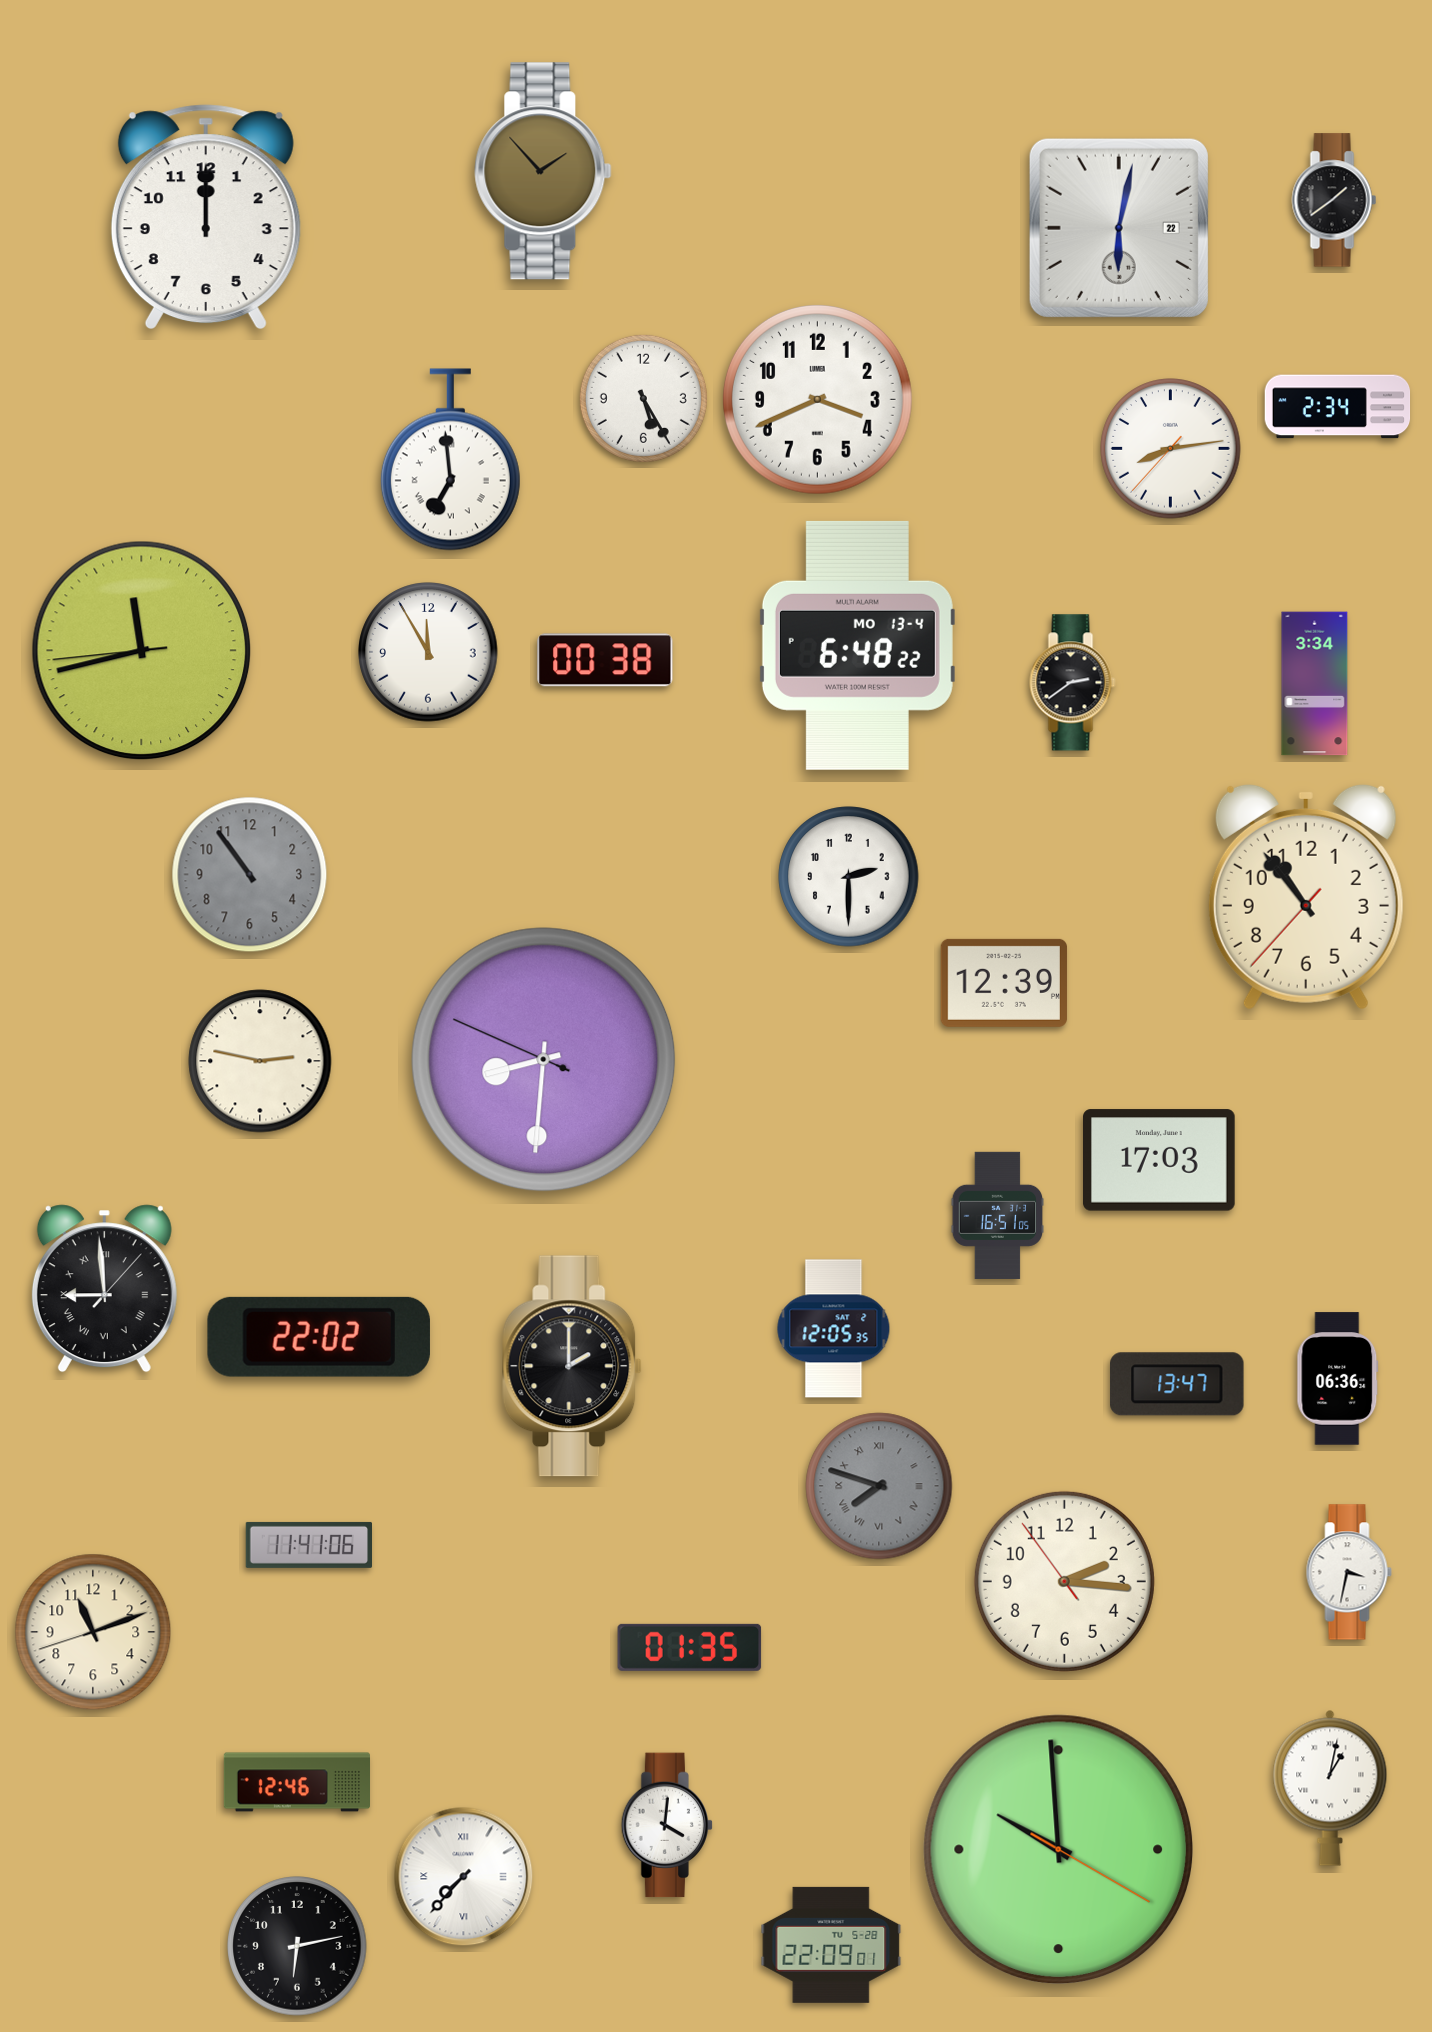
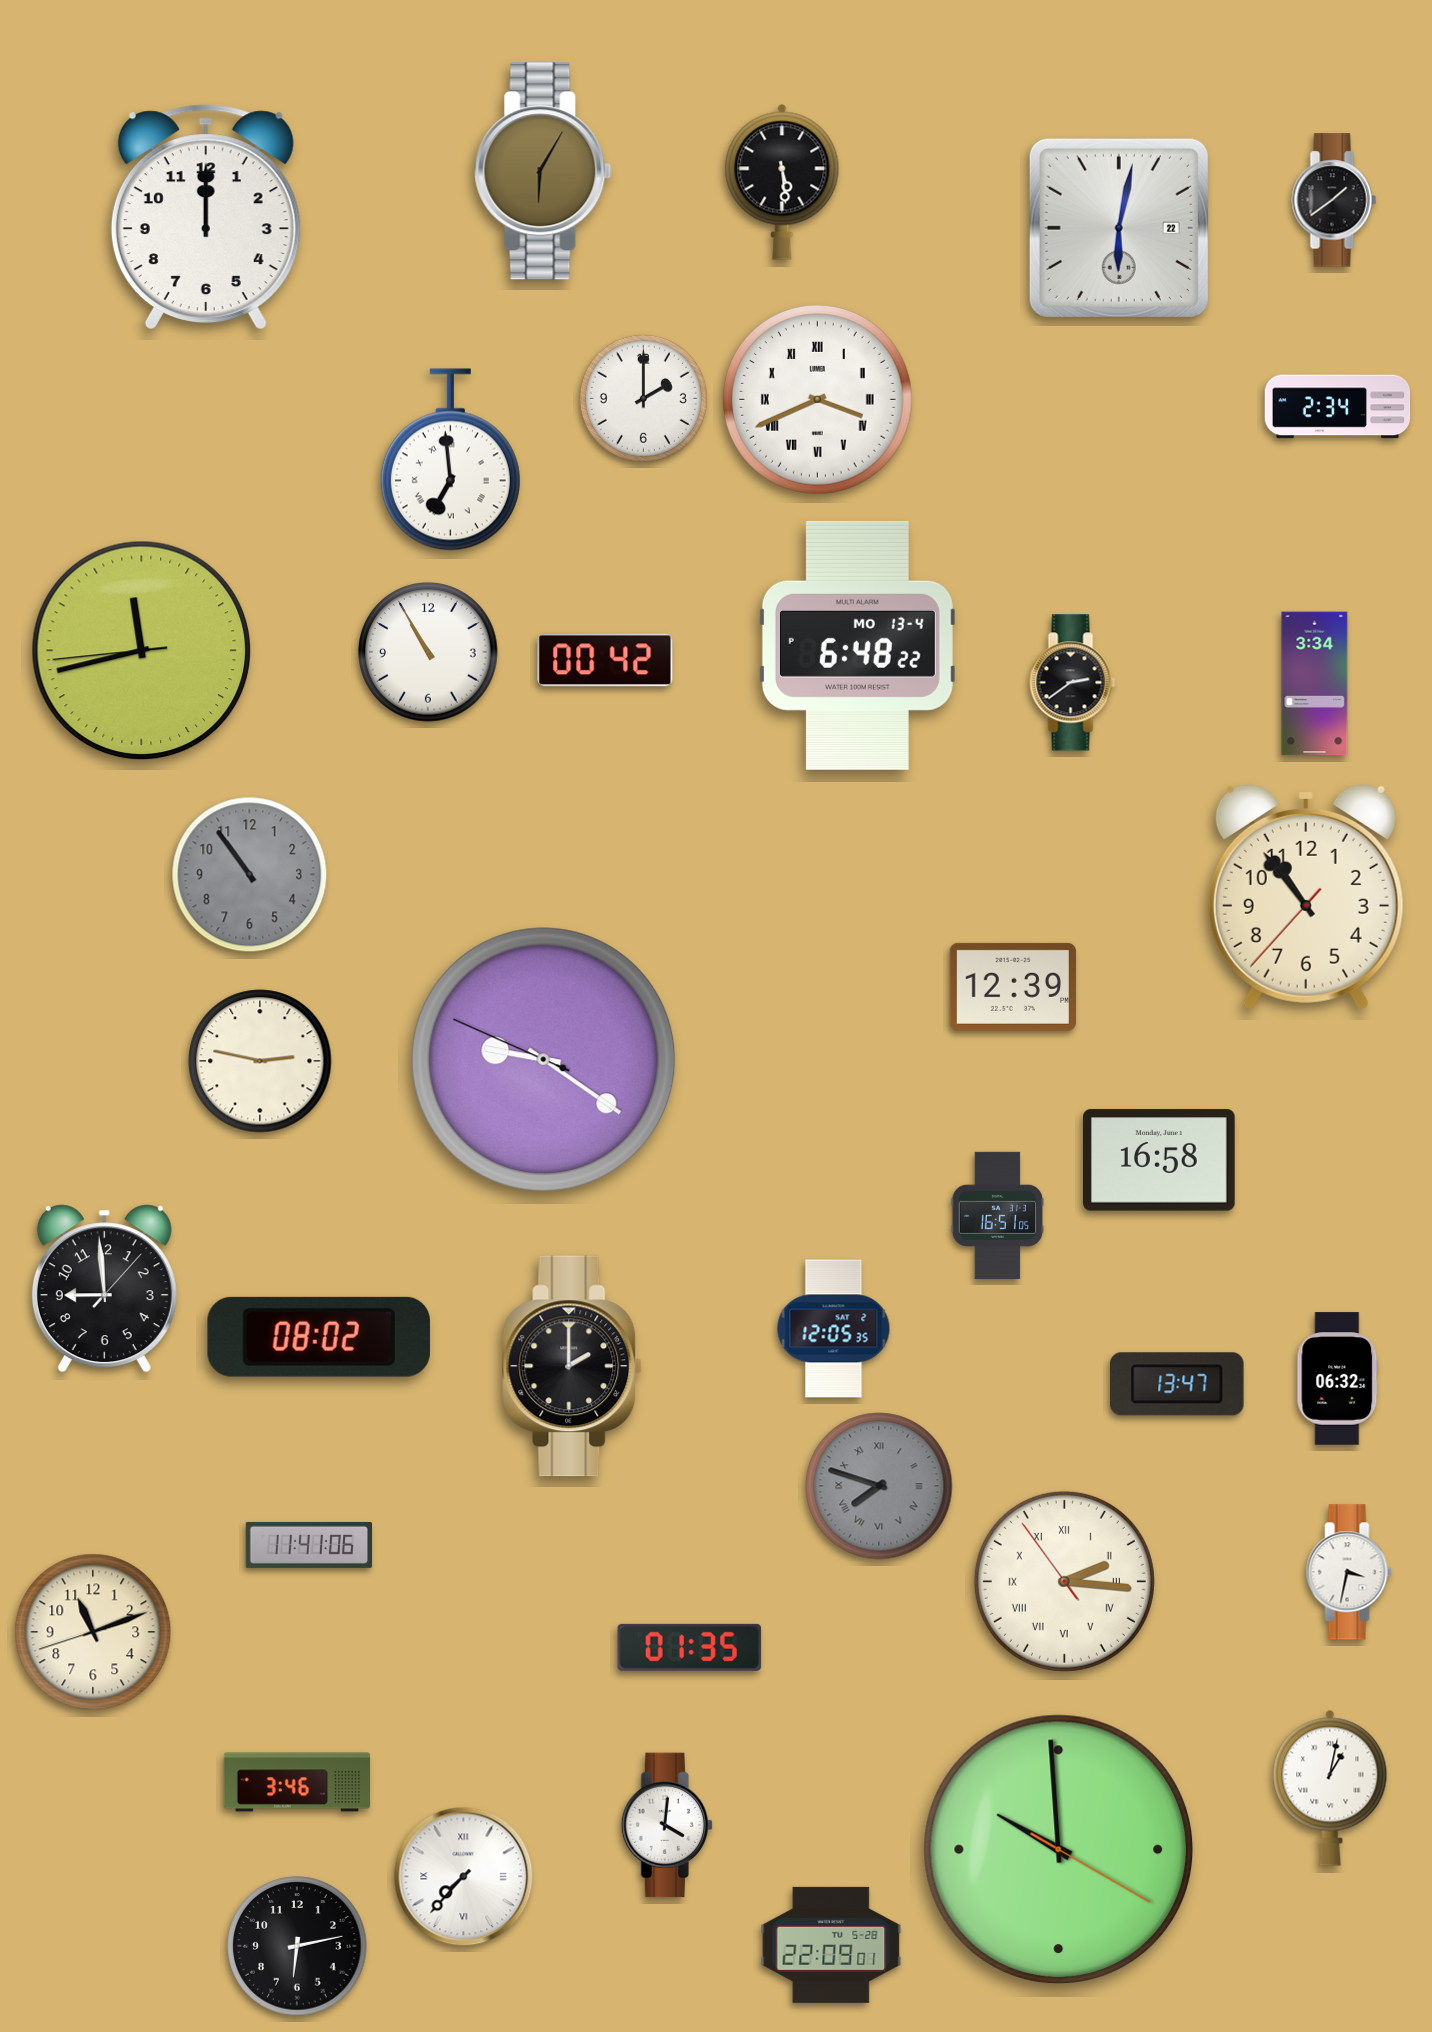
clock at (543, 171): 1:53 -> 6:05
clock at (782, 182): none -> 5:29
clock at (643, 398): 5:25 -> 2:00
clock at (817, 399) numerals: Arabic -> Roman
clock at (1171, 449): 8:13 -> none
clock at (428, 652): 11:55 -> 10:55
clock at (605, 660): 00:38 -> 00:42
clock at (849, 877): 2:30 -> none
clock at (1004, 983) position: (1004, 983) -> (1013, 987)
clock at (544, 1060): 8:30 -> 9:20
clock at (1160, 1160): 17:03 -> 16:58
clock at (104, 1289) numerals: Roman -> Arabic
clock at (319, 1337): 22:02 -> 08:02
clock at (1338, 1379): 06:36 -> 06:32
clock at (1064, 1581) numerals: Arabic -> Roman
clock at (296, 1782): 12:46 -> 3:46
